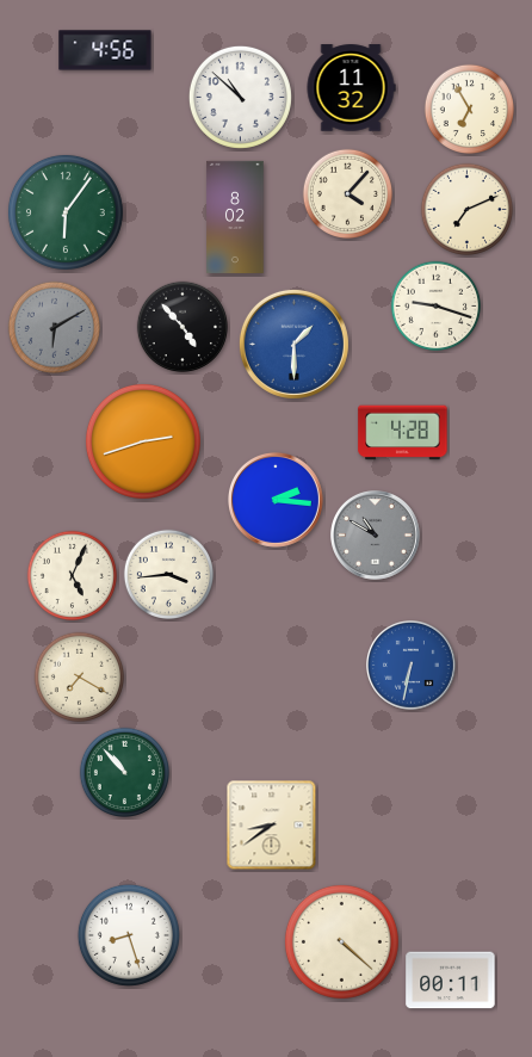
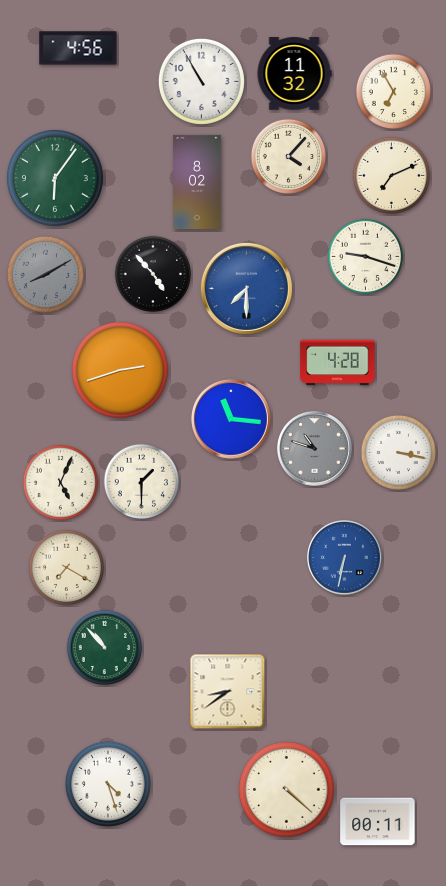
clock at (105, 50) position: (105, 50) -> (78, 48)
clock at (240, 97): 10:52 -> 10:55
clock at (347, 193) position: (347, 193) -> (288, 156)
clock at (54, 327): 6:10 -> 8:10
clock at (293, 344): 1:30 -> 7:30
clock at (276, 500): 2:16 -> 11:16
clock at (376, 536): 10:50 -> 10:48
clock at (398, 452): none -> 3:17
clock at (168, 574): 3:44 -> 1:30
clock at (129, 935): 8:27 -> 4:27
